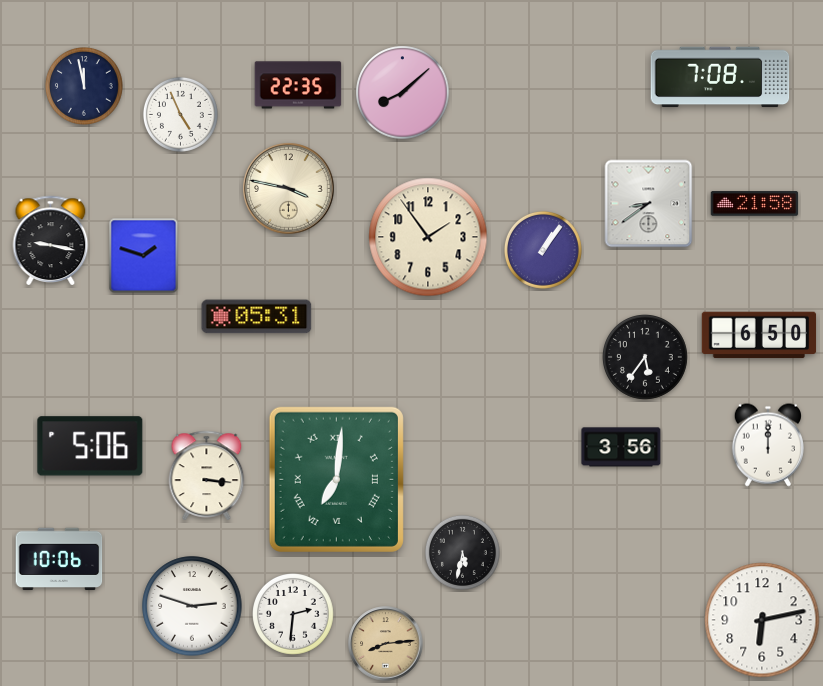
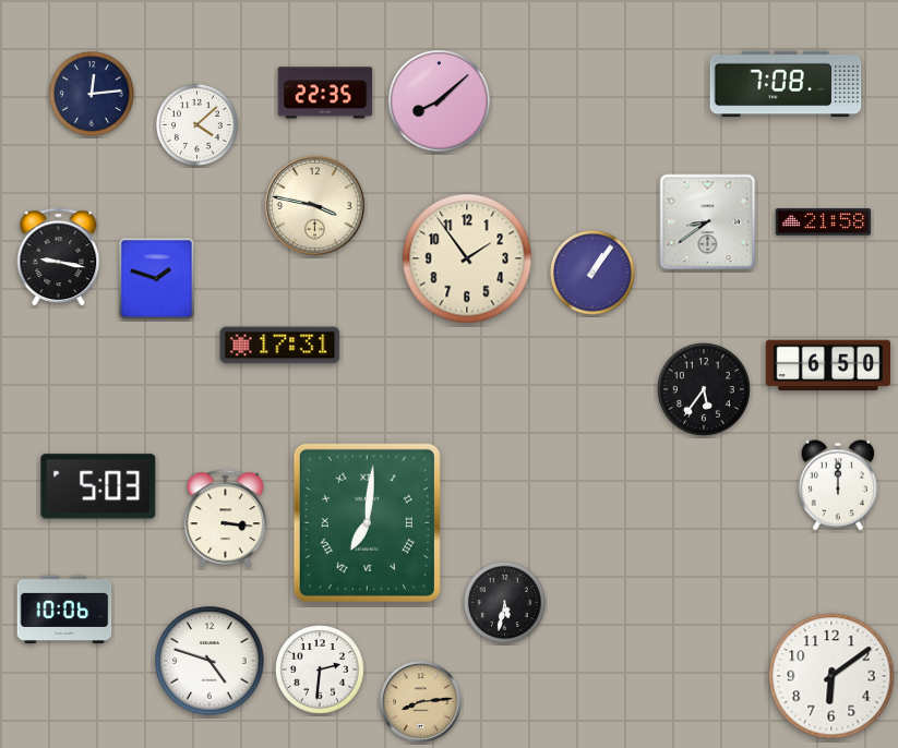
clock at (84, 86): 11:58 -> 12:14
clock at (180, 114): 4:56 -> 4:08
clock at (51, 240) position: (51, 240) -> (59, 256)
clock at (257, 317): 05:31 -> 17:31
clock at (90, 446): 5:06 -> 5:03
clock at (621, 447): 3:56 -> none
clock at (192, 606): 2:48 -> 4:48
clock at (762, 620): 6:13 -> 6:09
